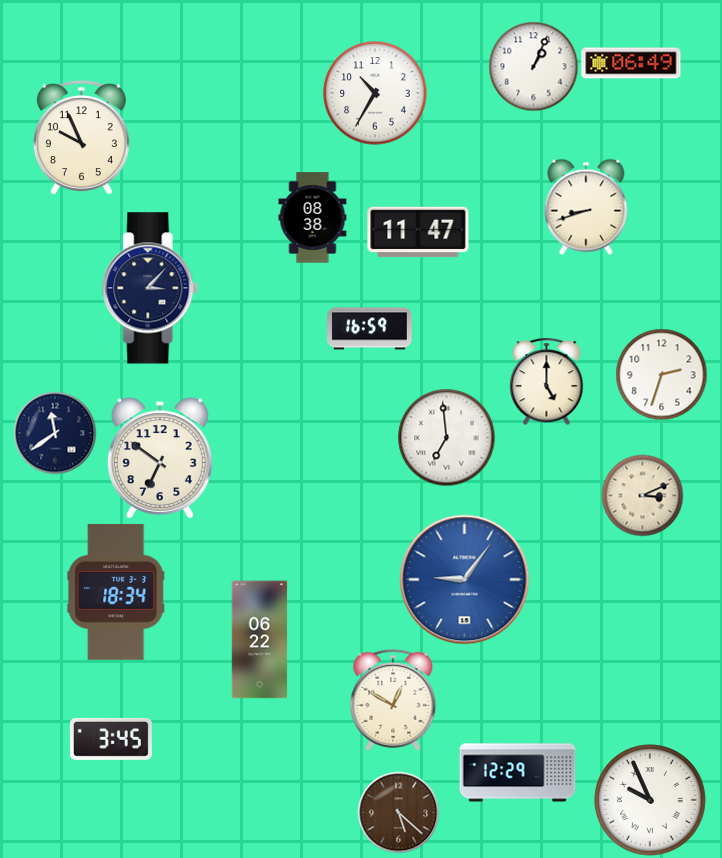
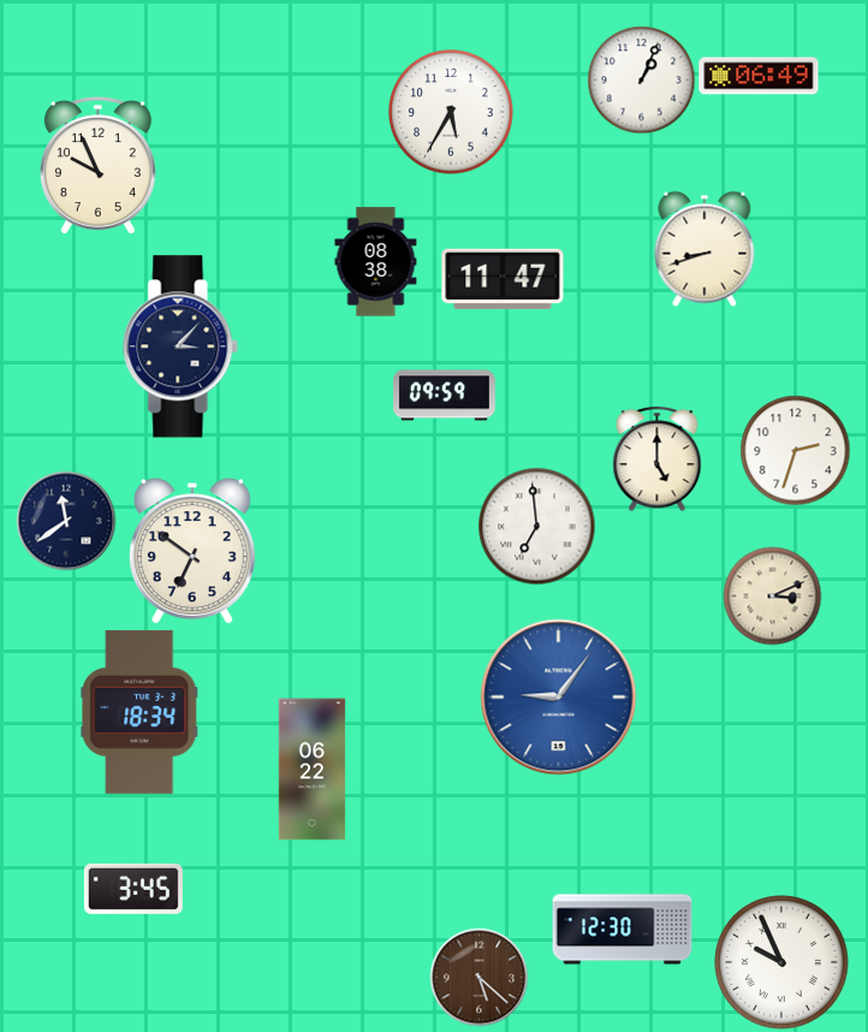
clock at (375, 93): 10:35 -> 5:35
clock at (370, 329): 16:59 -> 09:59
clock at (393, 700): 12:50 -> none
clock at (518, 773): 12:29 -> 12:30
